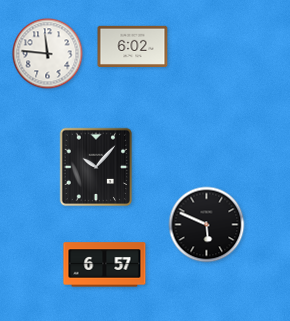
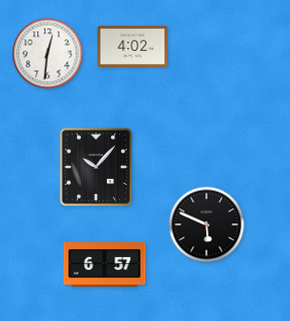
clock at (133, 46): 6:02 -> 4:02
clock at (48, 54): 11:46 -> 12:31
